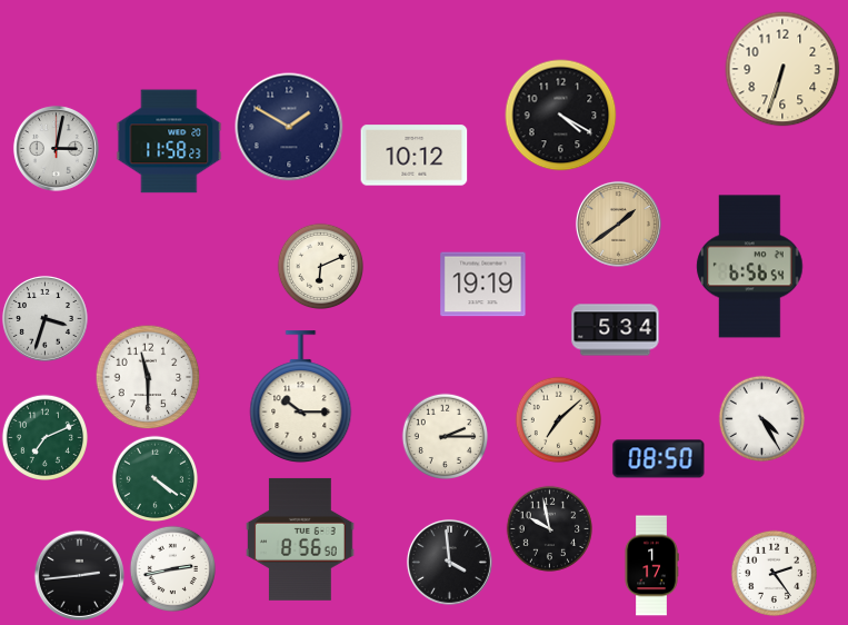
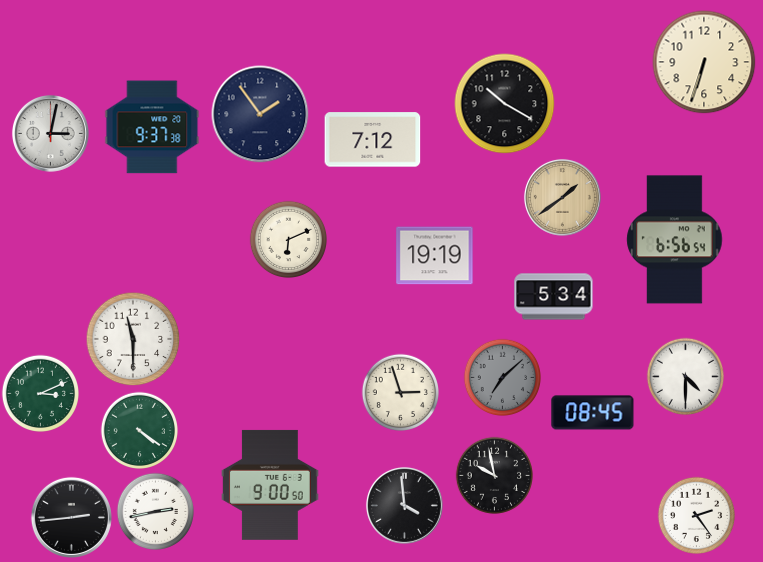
clock at (561, 116): 4:20 -> 10:20
clock at (289, 127): 1:50 -> 1:54
clock at (169, 141): 11:58 -> 9:37
clock at (415, 156): 10:12 -> 7:12
clock at (618, 224) position: (618, 224) -> (562, 197)
clock at (44, 318): 3:33 -> none
clock at (301, 396): 10:15 -> none
clock at (761, 418): 4:25 -> 4:30
clock at (558, 419) dial: cream -> grey
clock at (445, 436): 2:15 -> 2:57
clock at (44, 437): 7:11 -> 3:11
clock at (659, 459): 08:50 -> 08:45
clock at (301, 539): 8:56 -> 9:00
clock at (651, 566): 1:17 -> none
